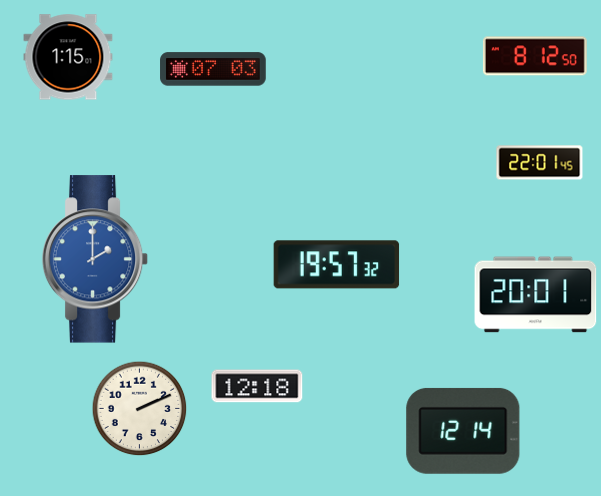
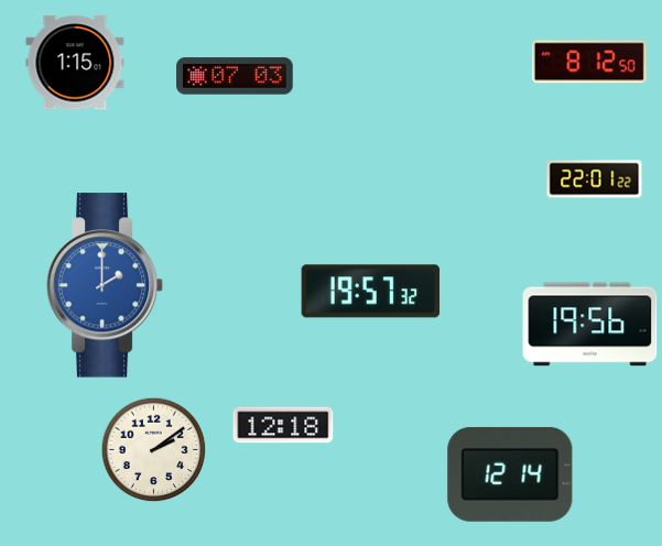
clock at (540, 163): 22:01:45 -> 22:01:22
clock at (536, 295): 20:01 -> 19:56
clock at (140, 409): 2:11 -> 2:09
